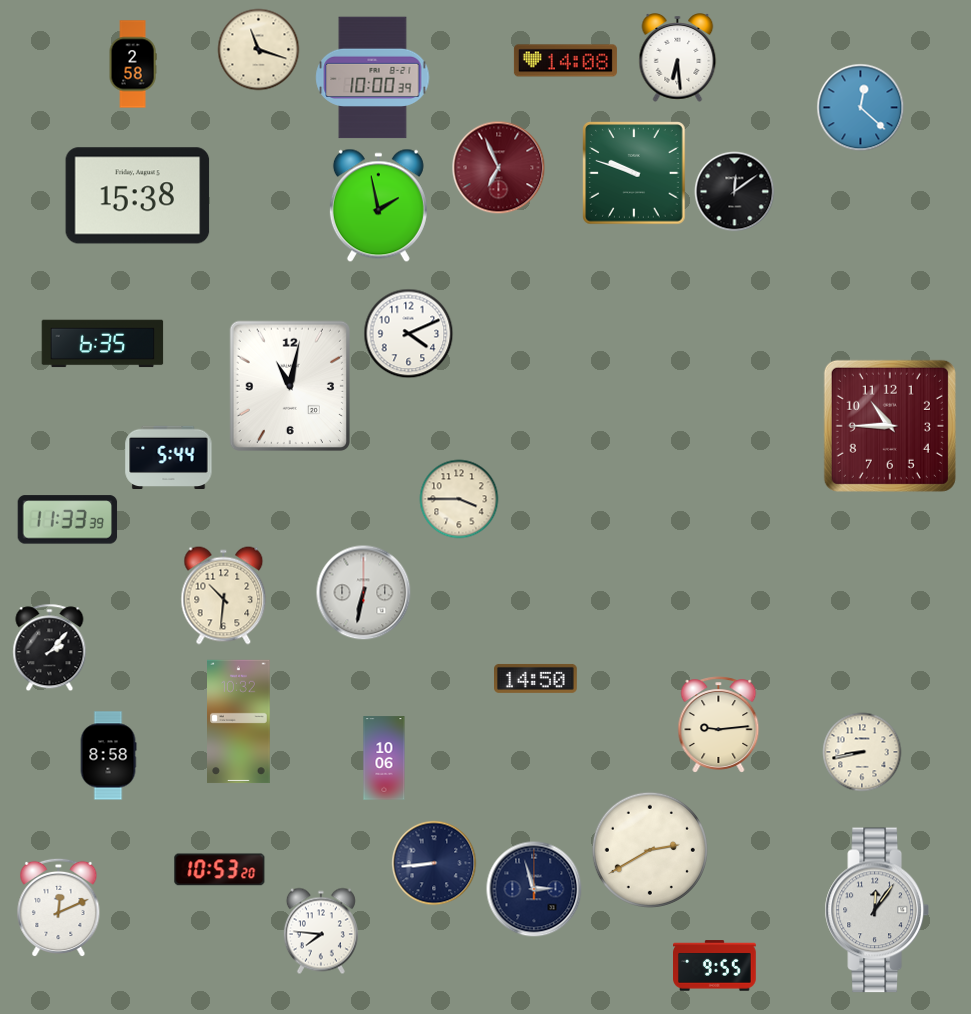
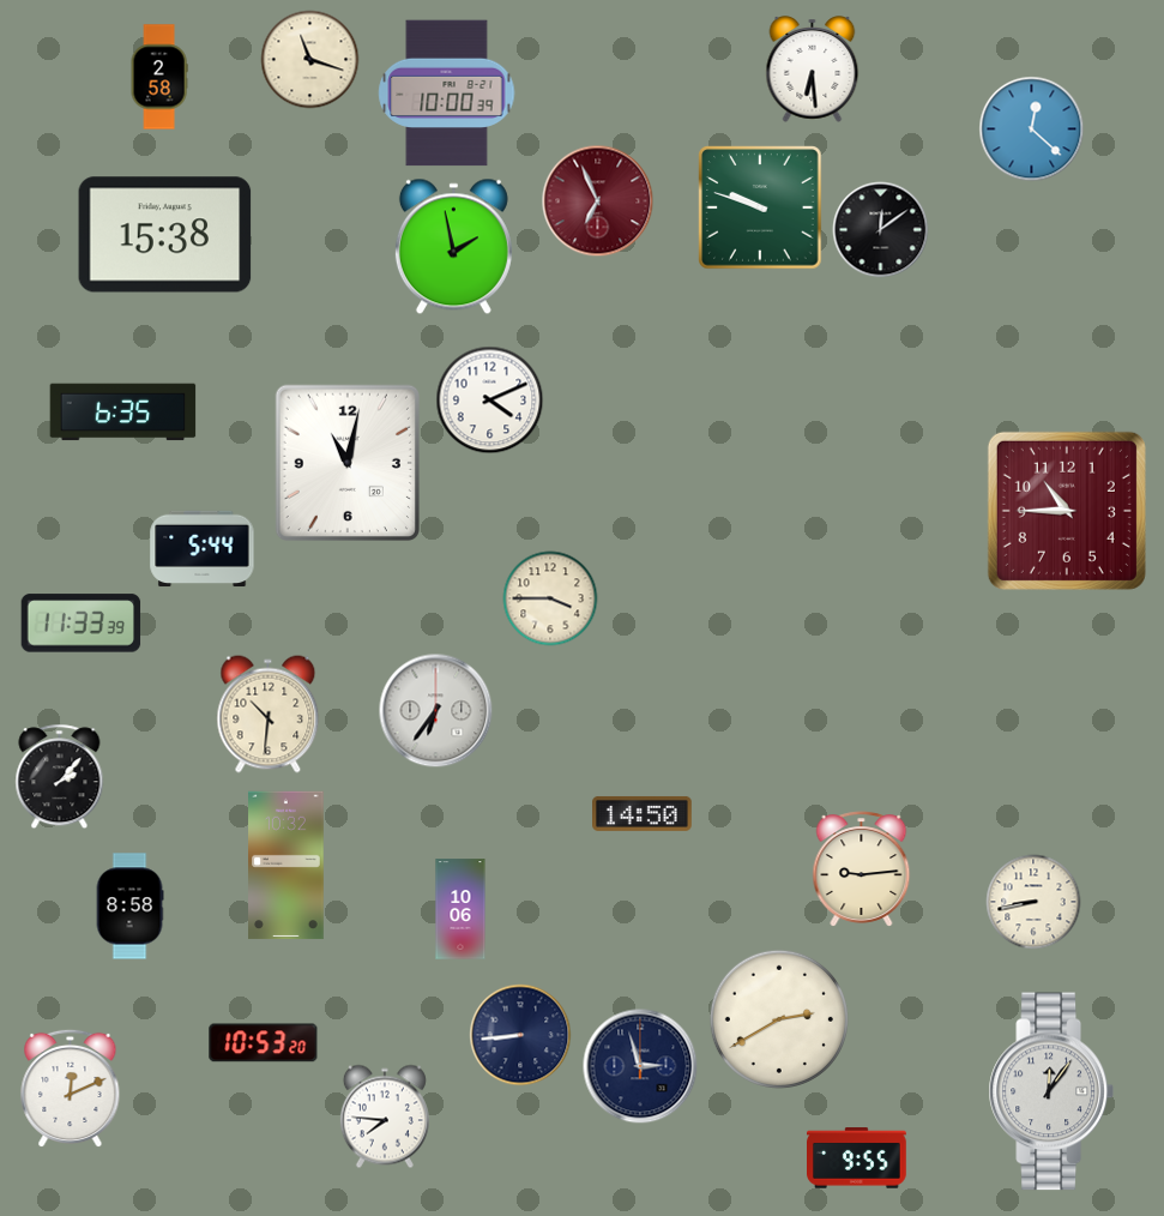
clock at (565, 61): 14:08 -> none
clock at (364, 593): 6:32 -> 6:36
